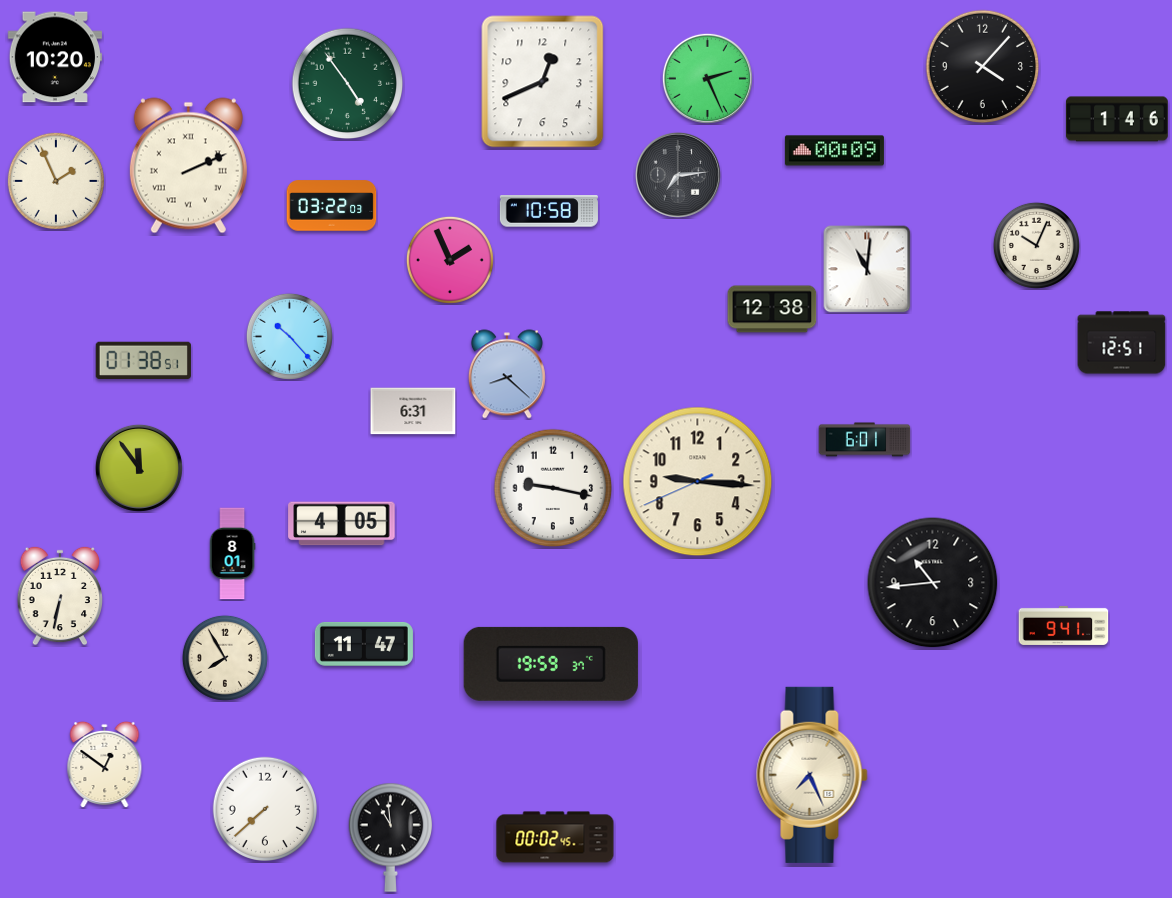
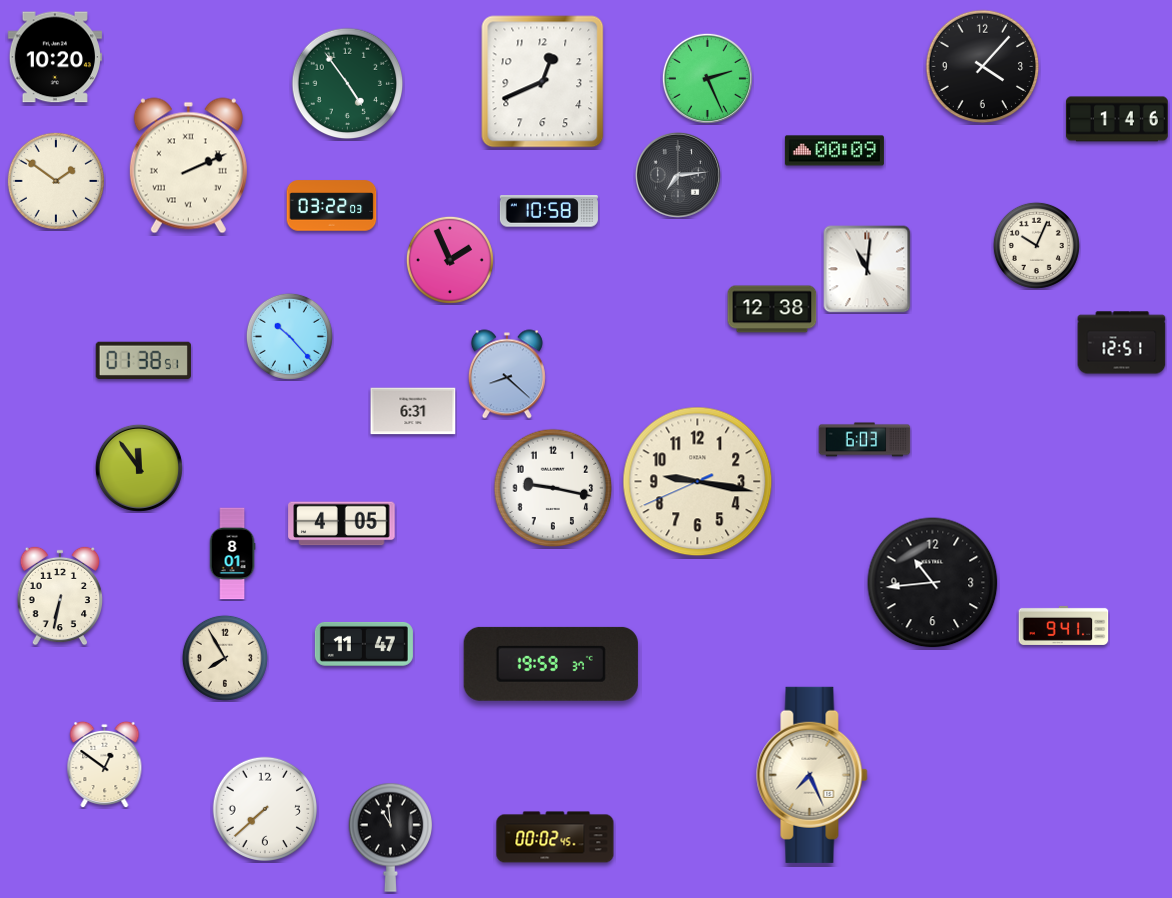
clock at (56, 181): 1:56 -> 1:51
clock at (865, 440): 6:01 -> 6:03
clock at (698, 482): 9:15 -> 9:16
